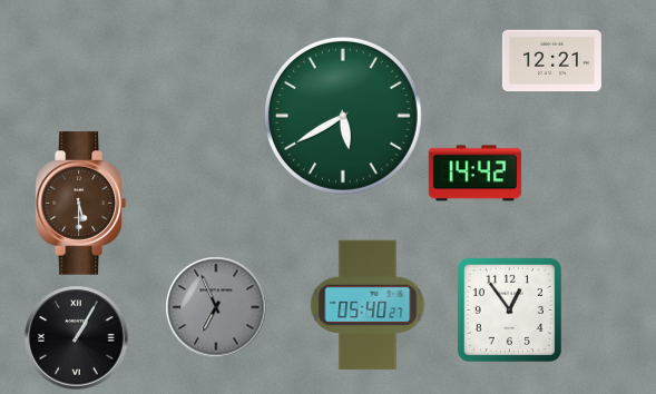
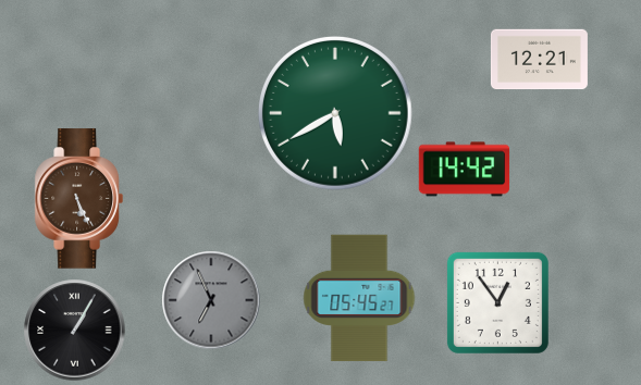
clock at (80, 204): 5:30 -> 5:26
clock at (368, 305): 05:40 -> 05:45
